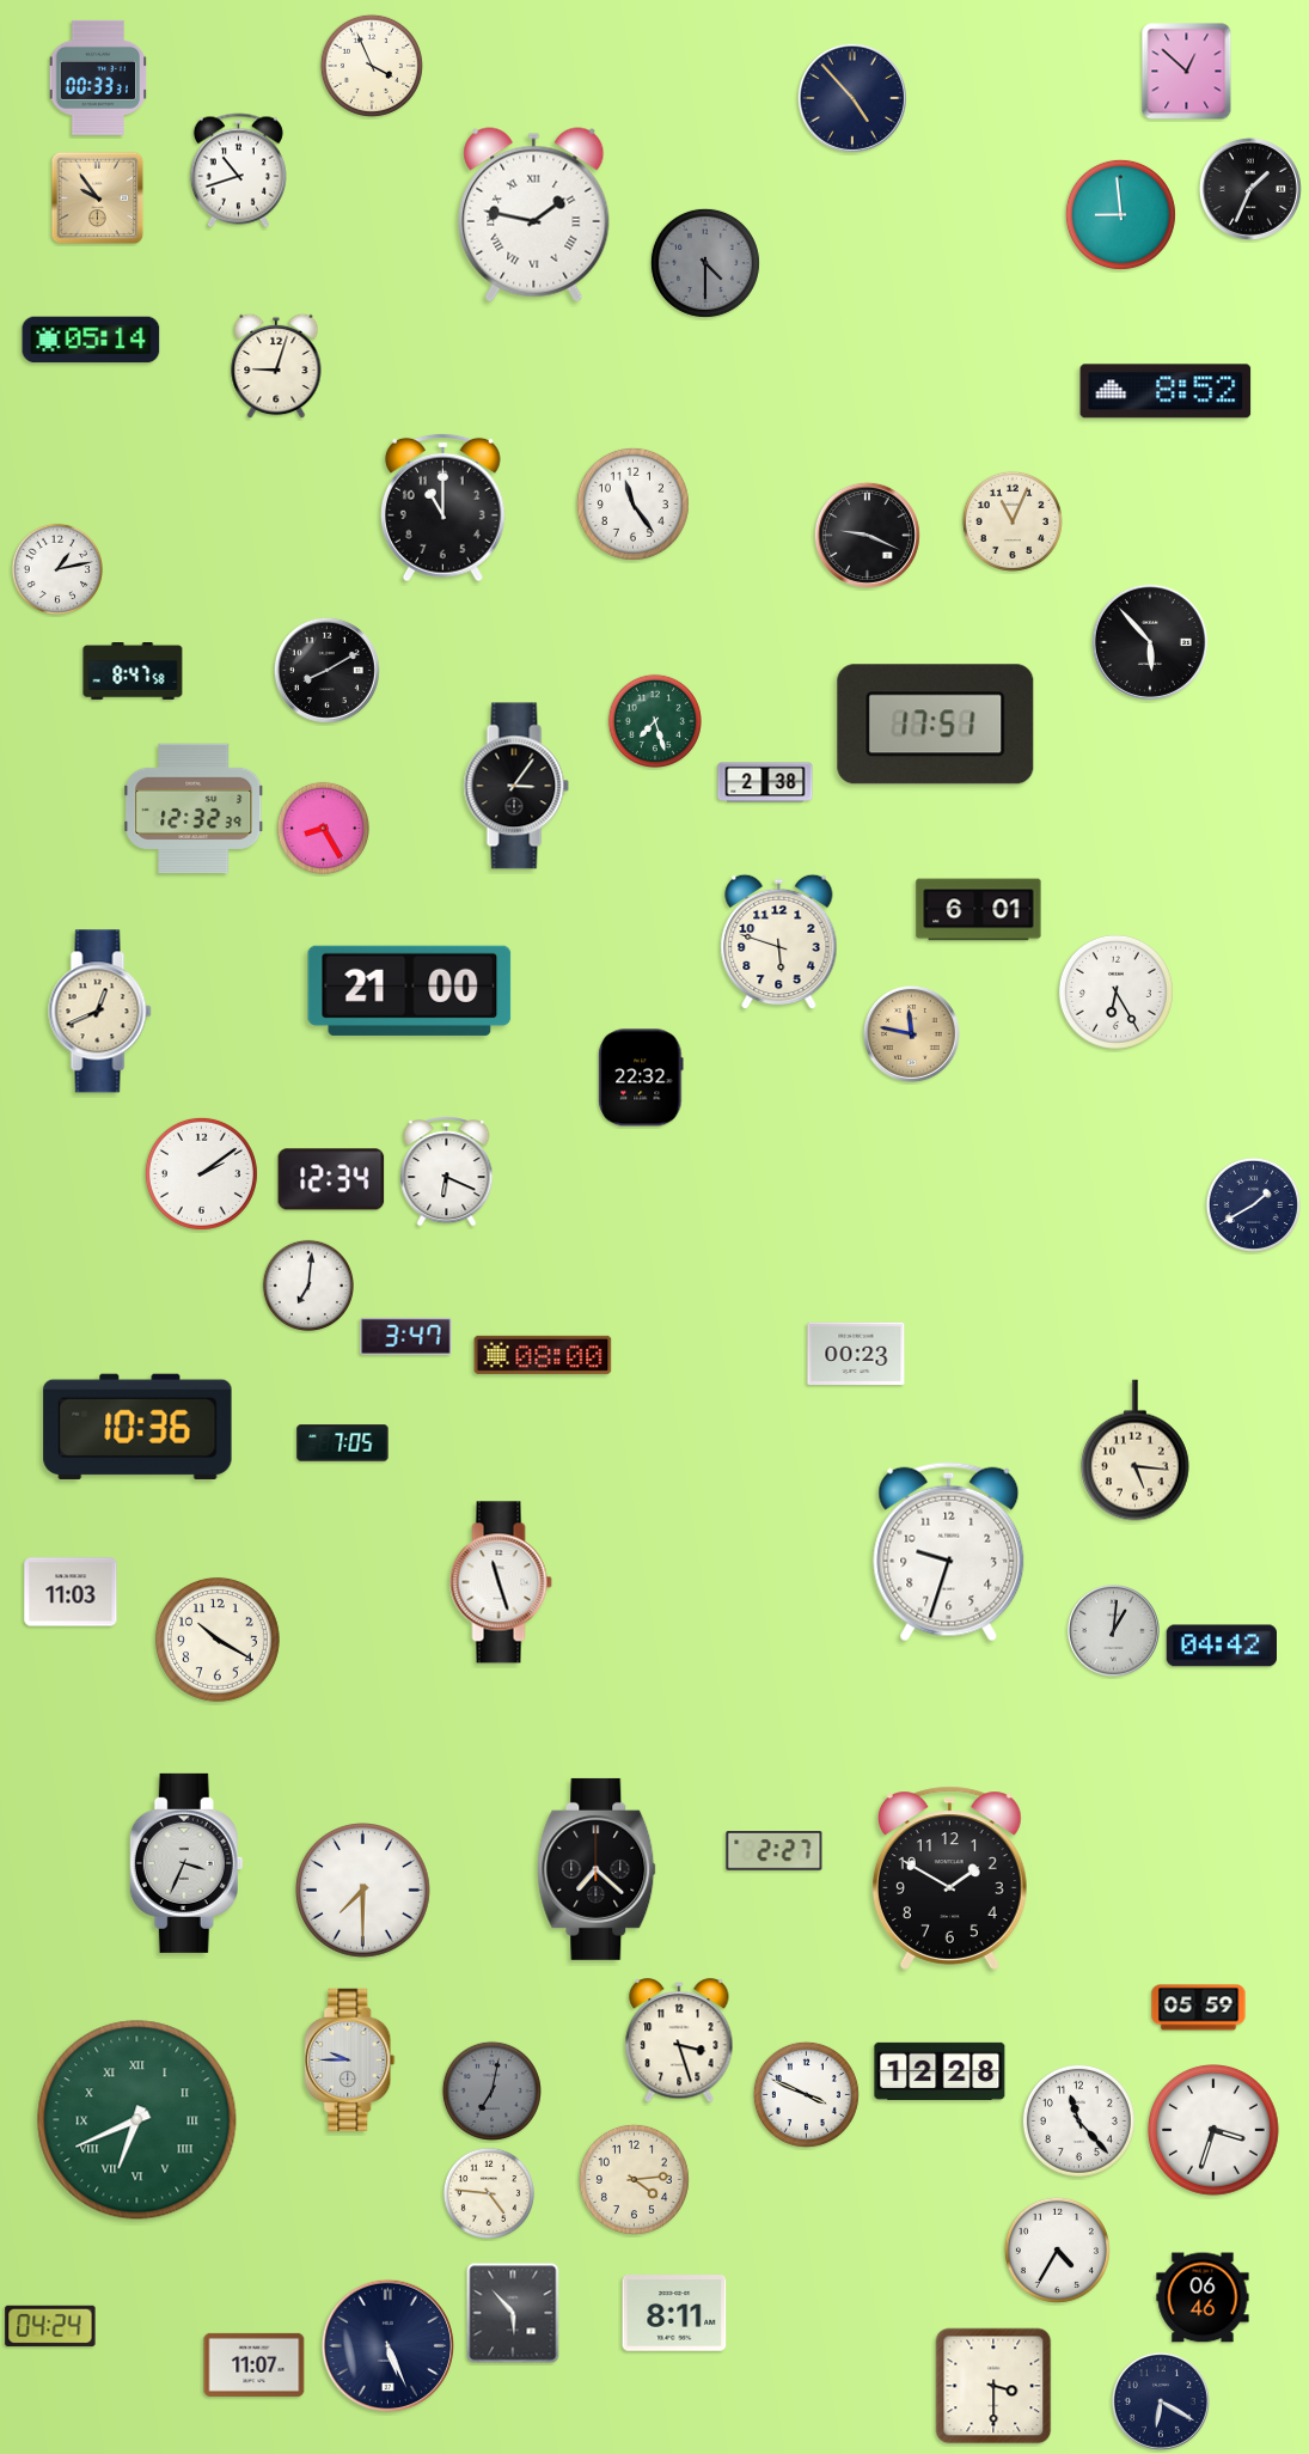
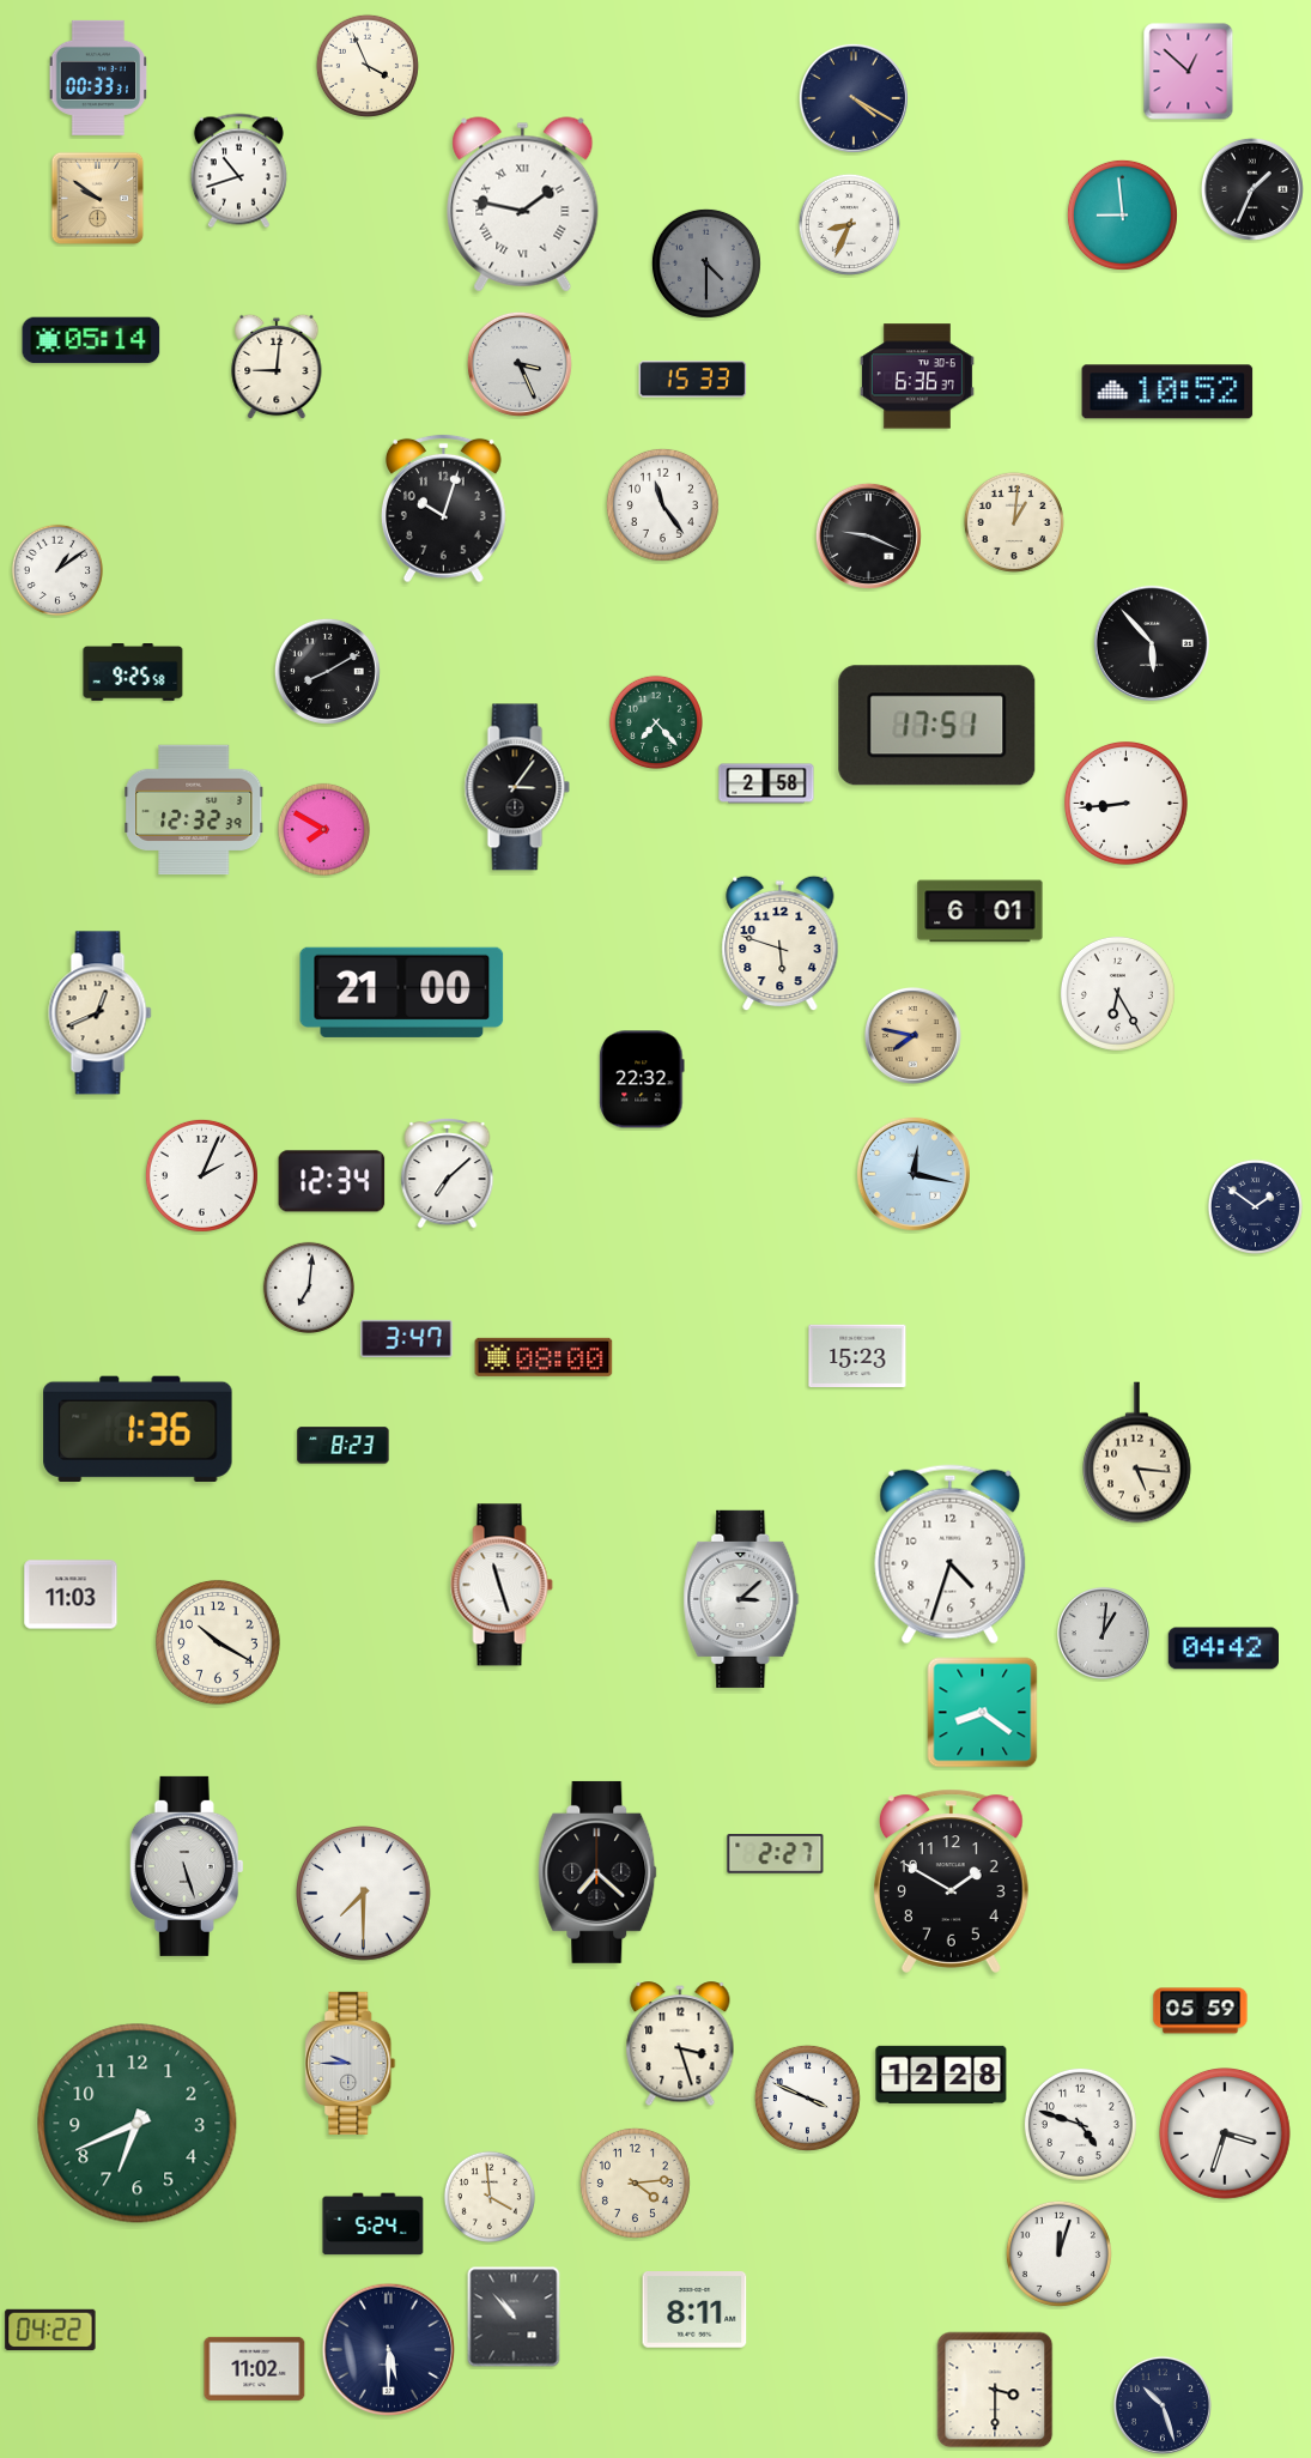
clock at (372, 66) position: (372, 66) -> (368, 66)
clock at (852, 98): 4:53 -> 4:20
clock at (98, 199): 9:54 -> 9:51
clock at (534, 215) position: (534, 215) -> (523, 205)
clock at (849, 224): none -> 8:34
clock at (520, 364): none -> 3:26
clock at (276, 366): 9:03 -> 9:01
clock at (917, 376): none -> 6:36
clock at (693, 380): none -> 15:33
clock at (1166, 391): 8:52 -> 10:52
clock at (632, 503) position: (632, 503) -> (662, 504)
clock at (442, 507): 11:00 -> 10:03
clock at (1013, 521): 11:04 -> 1:01
clock at (56, 568): 1:13 -> 1:09
clock at (133, 672): 8:47 -> 9:25
clock at (654, 720): 7:27 -> 7:23
clock at (765, 782): 2:38 -> 2:58
clock at (1125, 803): none -> 8:44
clock at (323, 828): 8:25 -> 7:50
clock at (410, 990) position: (410, 990) -> (402, 992)
clock at (911, 1033): 11:47 -> 7:47
clock at (447, 1172): 6:19 -> 7:08
clock at (914, 1174): none -> 12:17
clock at (201, 1173): 2:09 -> 2:04
clock at (1253, 1204): 1:40 -> 1:51
clock at (856, 1354): 00:23 -> 15:23
clock at (137, 1427): 10:36 -> 1:36
clock at (343, 1443): 7:05 -> 8:23
clock at (949, 1552): 9:33 -> 4:33
clock at (741, 1599): none -> 3:08
clock at (1113, 1630) position: (1113, 1630) -> (1103, 1633)
clock at (983, 1713): none -> 8:21
clock at (186, 1863): 3:34 -> 5:27
clock at (491, 2090): 7:02 -> none
clock at (137, 2120) numerals: Roman -> Arabic
clock at (1078, 2120): 11:23 -> 4:48
clock at (1215, 2131) position: (1215, 2131) -> (1226, 2135)
clock at (488, 2192): 4:46 -> 3:59
clock at (374, 2224): none -> 5:24
clock at (1057, 2249): 4:35 -> 12:03
clock at (1203, 2297): 06:46 -> none
clock at (513, 2313): 5:53 -> 10:53
clock at (674, 2313) position: (674, 2313) -> (694, 2309)
clock at (50, 2325): 04:24 -> 04:22
clock at (387, 2345): 5:26 -> 5:30
clock at (255, 2364): 11:07 -> 11:02
clock at (1161, 2401): 6:20 -> 10:27
